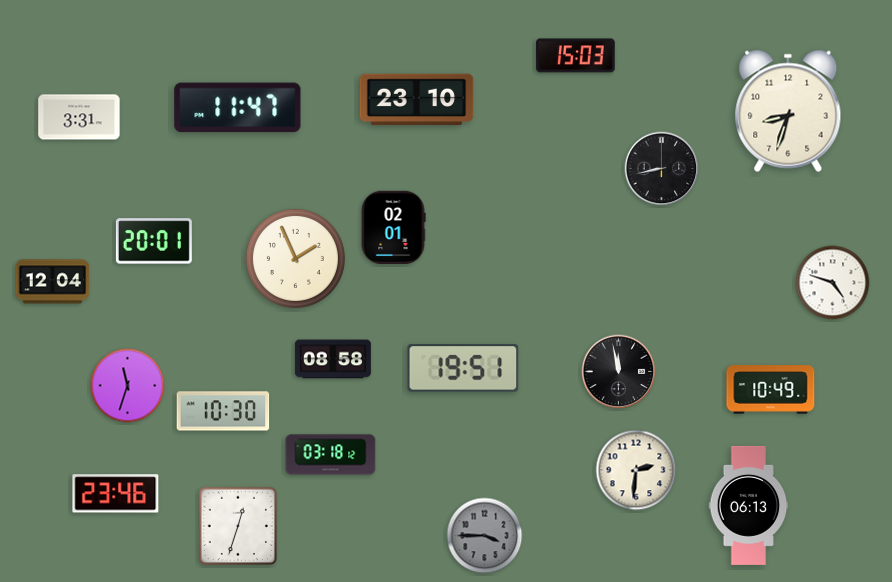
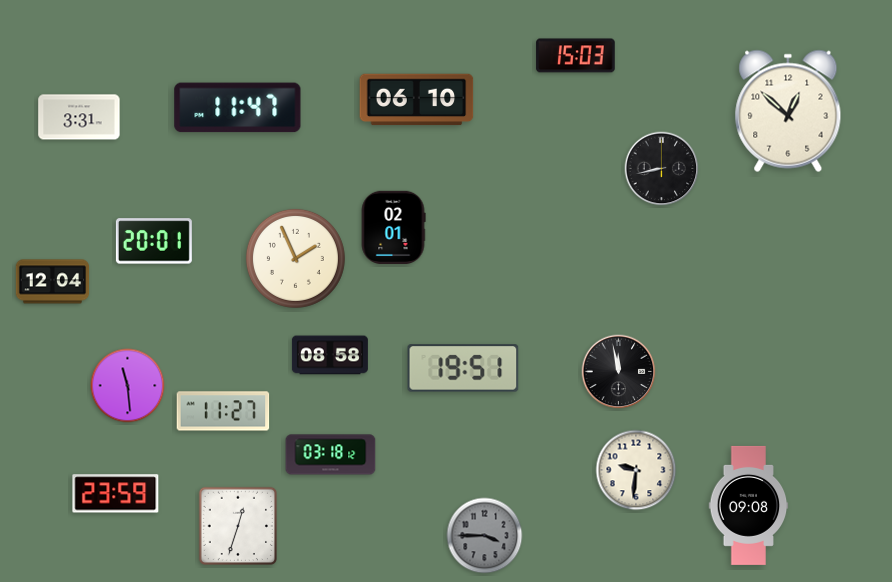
clock at (417, 100): 23:10 -> 06:10
clock at (788, 111): 8:33 -> 12:52
clock at (833, 283): 4:48 -> none
clock at (333, 359) position: (333, 359) -> (330, 355)
clock at (128, 386): 11:33 -> 11:29
clock at (771, 390): 10:49 -> none
clock at (223, 411): 10:30 -> 11:27
clock at (636, 470): 2:31 -> 9:31
clock at (116, 494): 23:46 -> 23:59
clock at (749, 505): 06:13 -> 09:08
